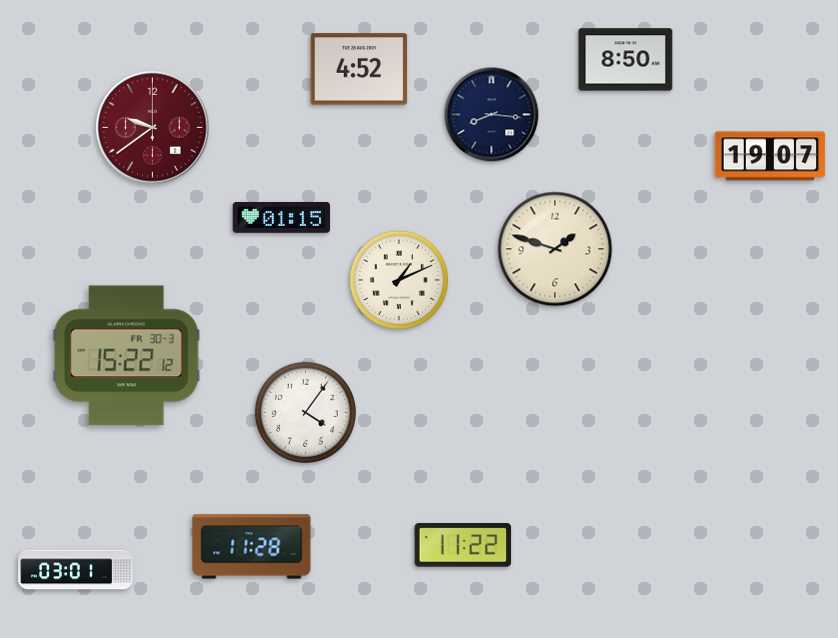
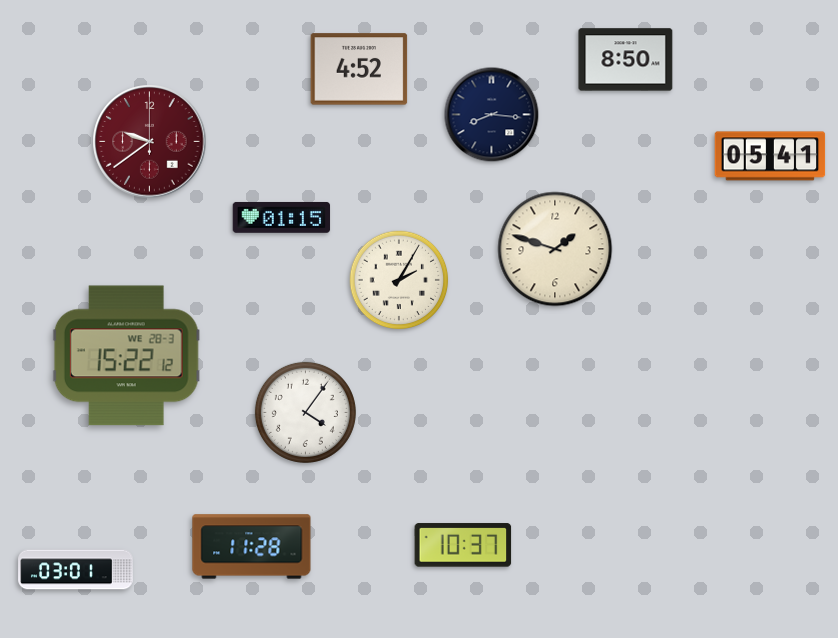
clock at (153, 128) position: (153, 128) -> (150, 142)
clock at (770, 156): 19:07 -> 05:41
clock at (399, 280): 1:11 -> 2:05
clock at (126, 356) date: FR 30-3 -> WE 28-3
clock at (463, 545): 11:22 -> 10:37
